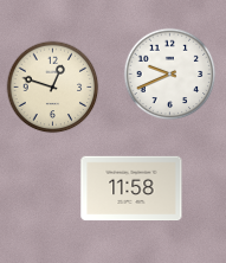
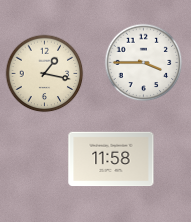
clock at (169, 73): 9:41 -> 3:45
clock at (52, 86): 12:48 -> 1:17
